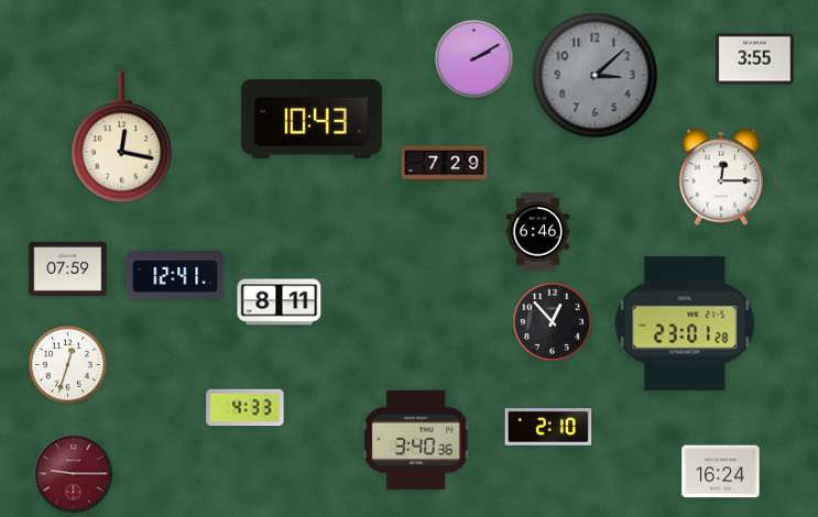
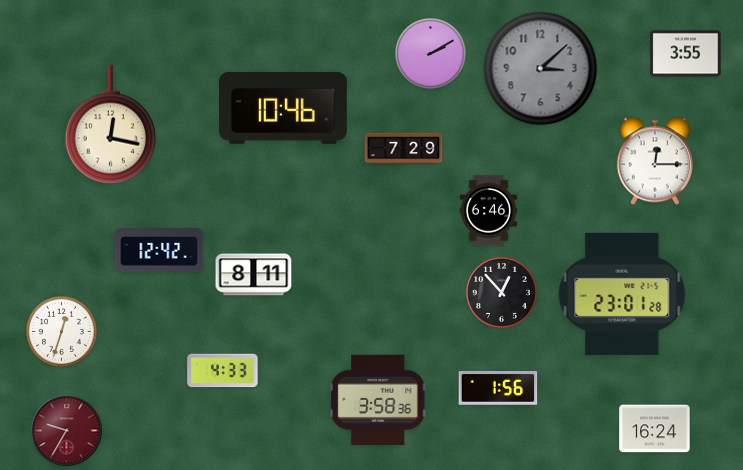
clock at (312, 119): 10:43 -> 10:46
clock at (68, 268): 07:59 -> none
clock at (175, 275): 12:41 -> 12:42
clock at (548, 428): 2:10 -> 1:56
clock at (416, 440): 3:40 -> 3:58
clock at (74, 474): 9:15 -> 9:35
